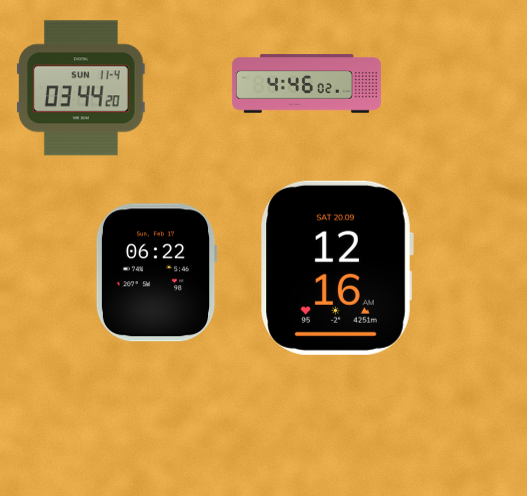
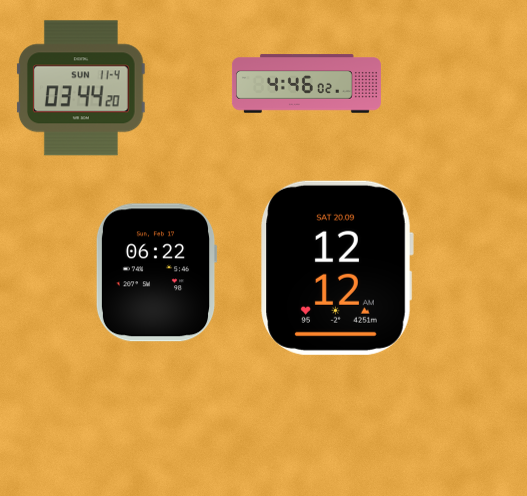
clock at (337, 268): 12:16 -> 12:12
